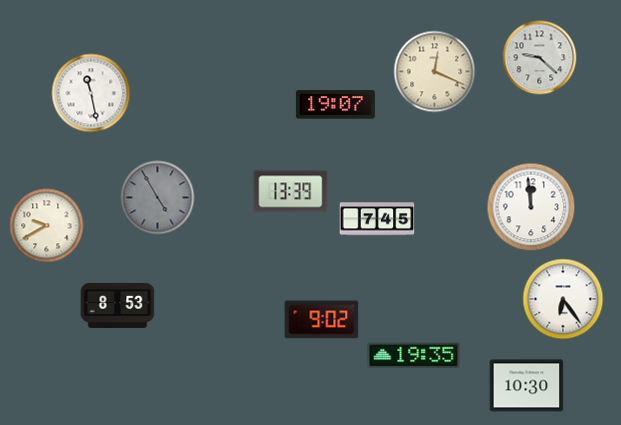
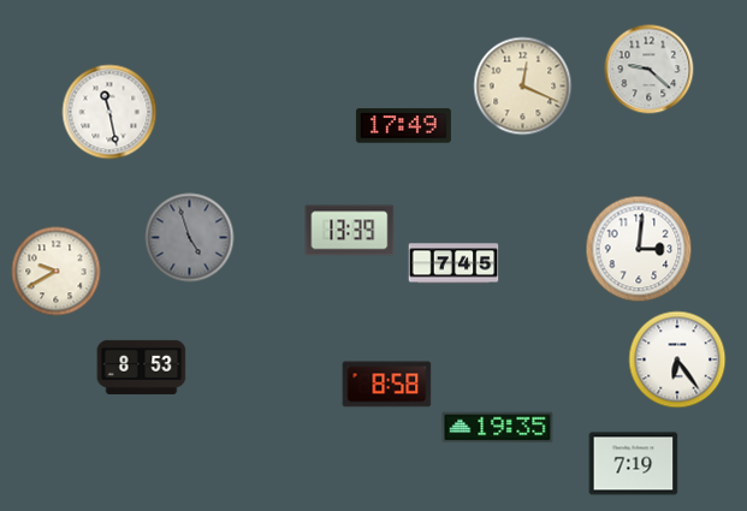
clock at (335, 105): 19:07 -> 17:49
clock at (158, 198): 4:55 -> 4:57
clock at (531, 207): 11:59 -> 3:01
clock at (322, 320): 9:02 -> 8:58
clock at (527, 386): 10:30 -> 7:19
